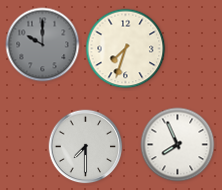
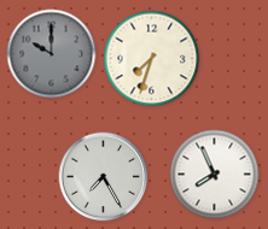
clock at (86, 147): 7:30 -> 7:25
